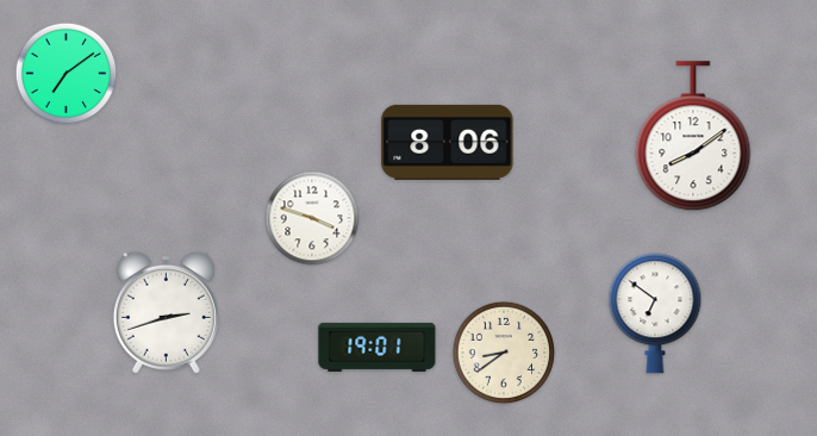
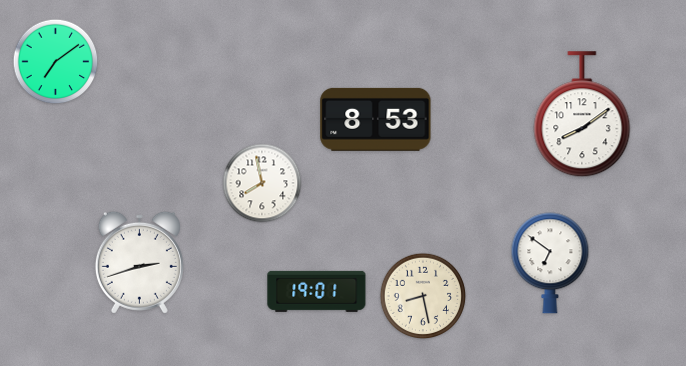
clock at (448, 142): 8:06 -> 8:53
clock at (312, 218): 3:48 -> 7:58
clock at (504, 353): 8:39 -> 8:28
